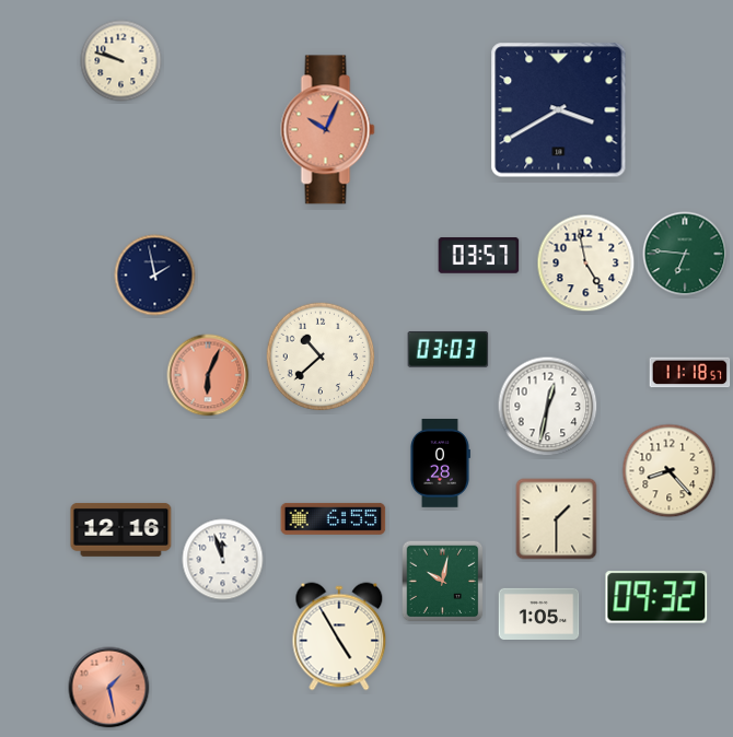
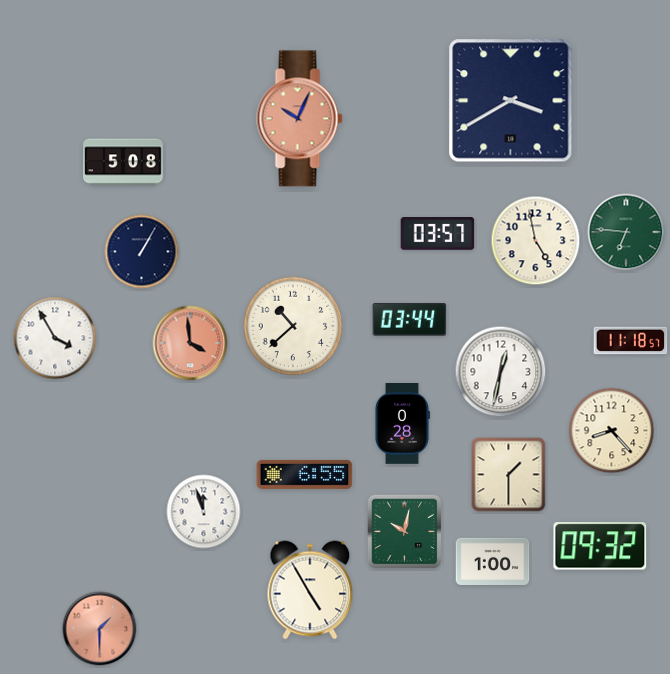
clock at (121, 61): 9:48 -> none
clock at (124, 162): none -> 5:08
clock at (155, 276): 1:58 -> 1:05
clock at (449, 350): 03:03 -> 03:44
clock at (55, 338): none -> 3:55
clock at (208, 375): 6:04 -> 3:59
clock at (121, 529): 12:16 -> none
clock at (539, 613): 1:05 -> 1:00
clock at (339, 636) position: (339, 636) -> (310, 590)
clock at (109, 688): 1:28 -> 1:30
